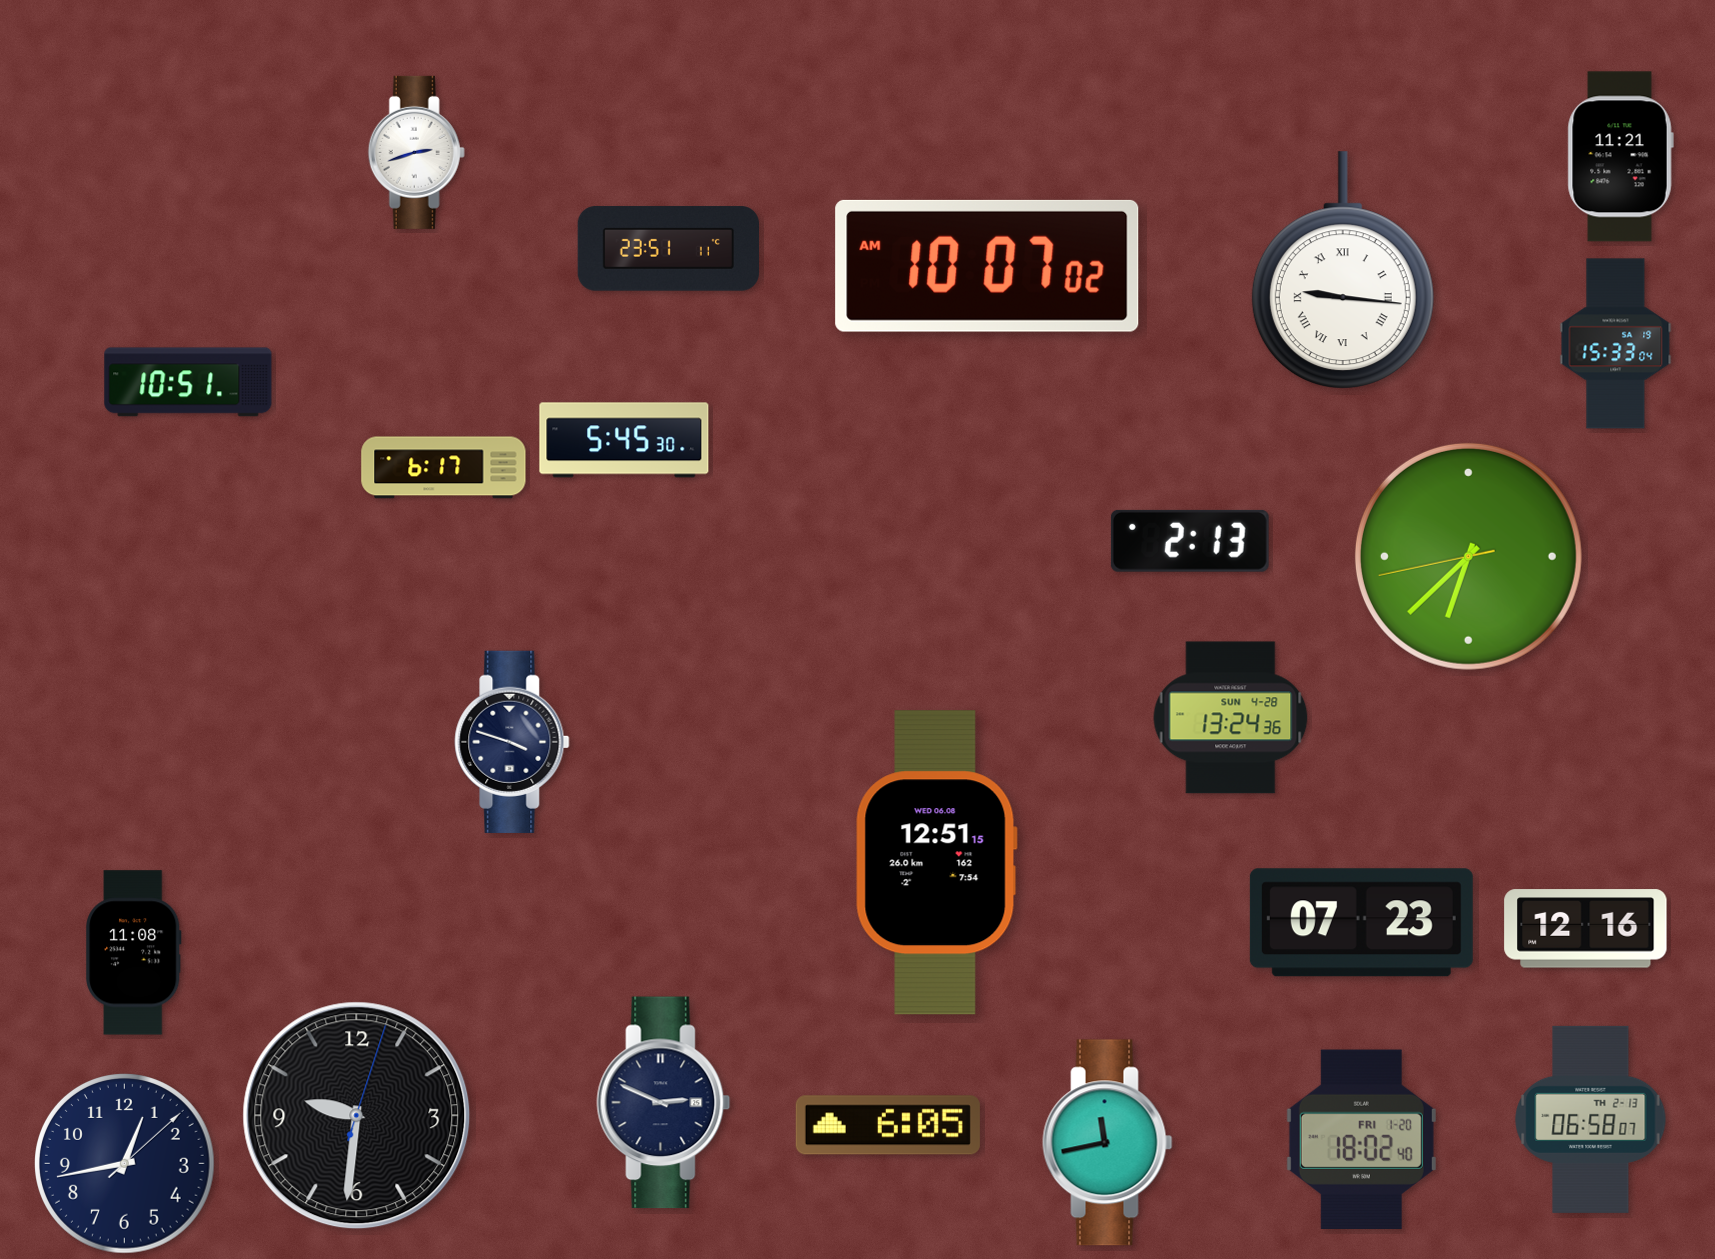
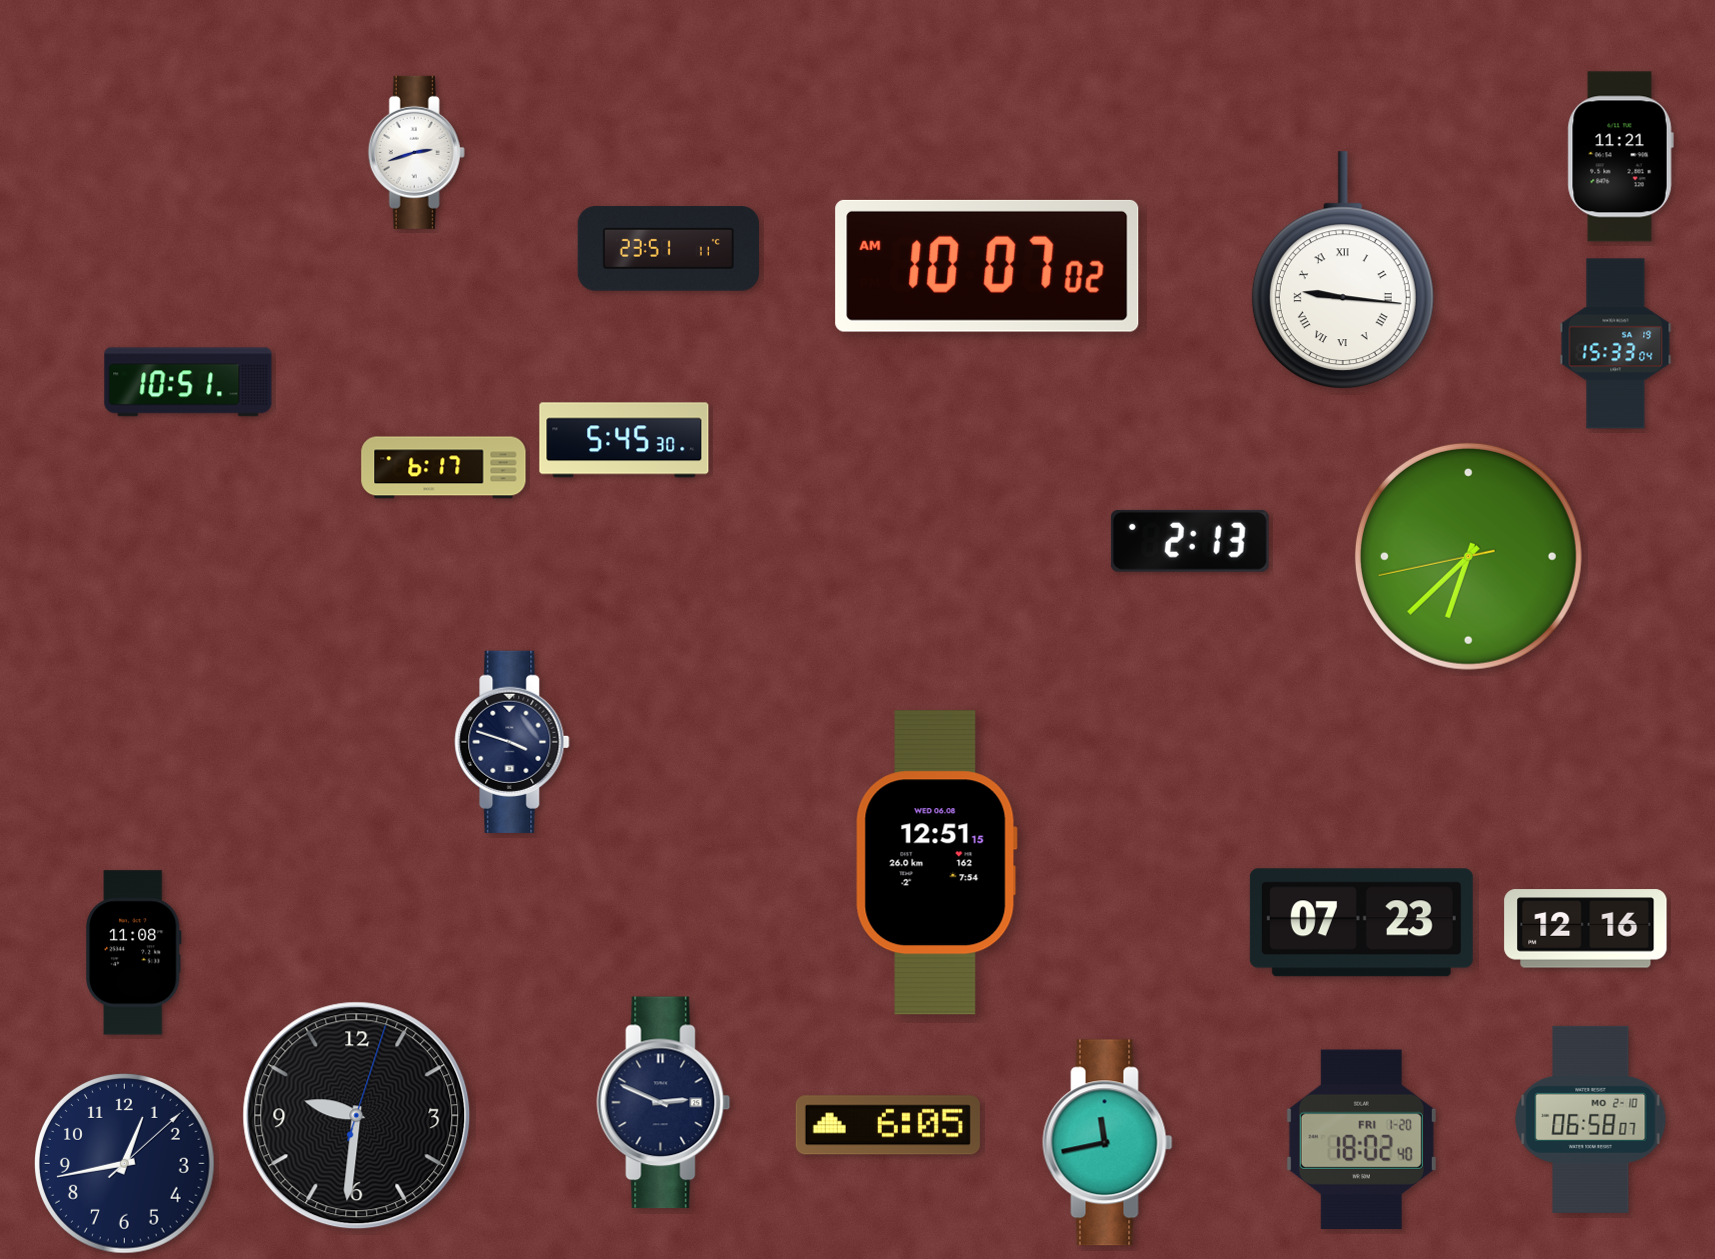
clock at (1231, 718): 13:24 -> none
clock at (1591, 1119) date: TH 2-13 -> MO 2-10
